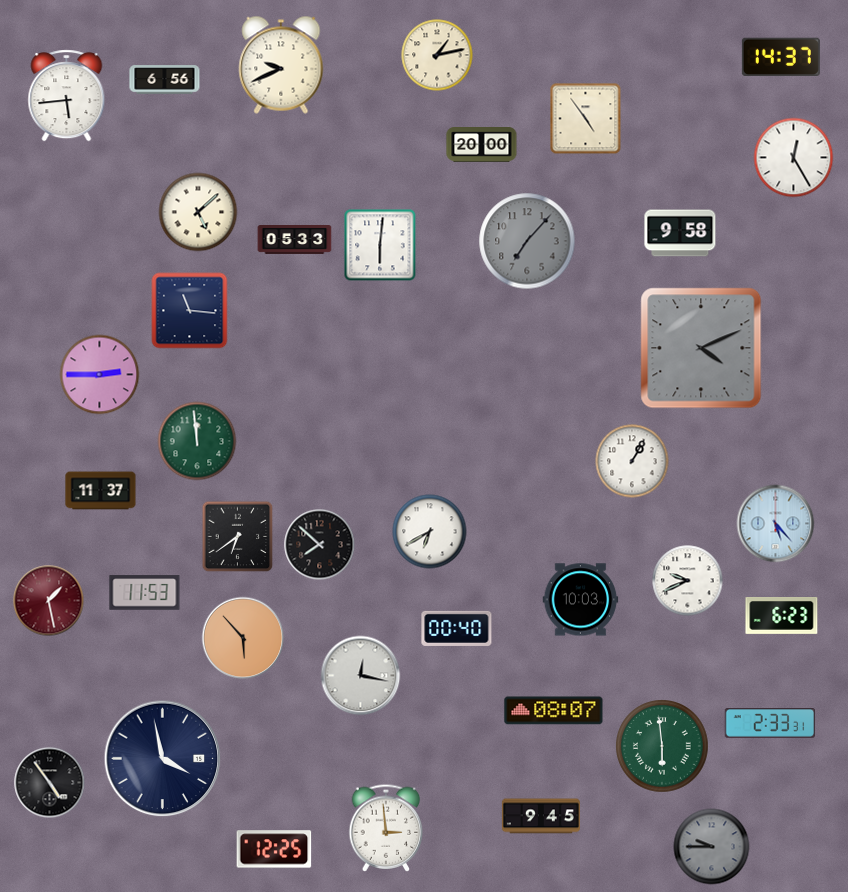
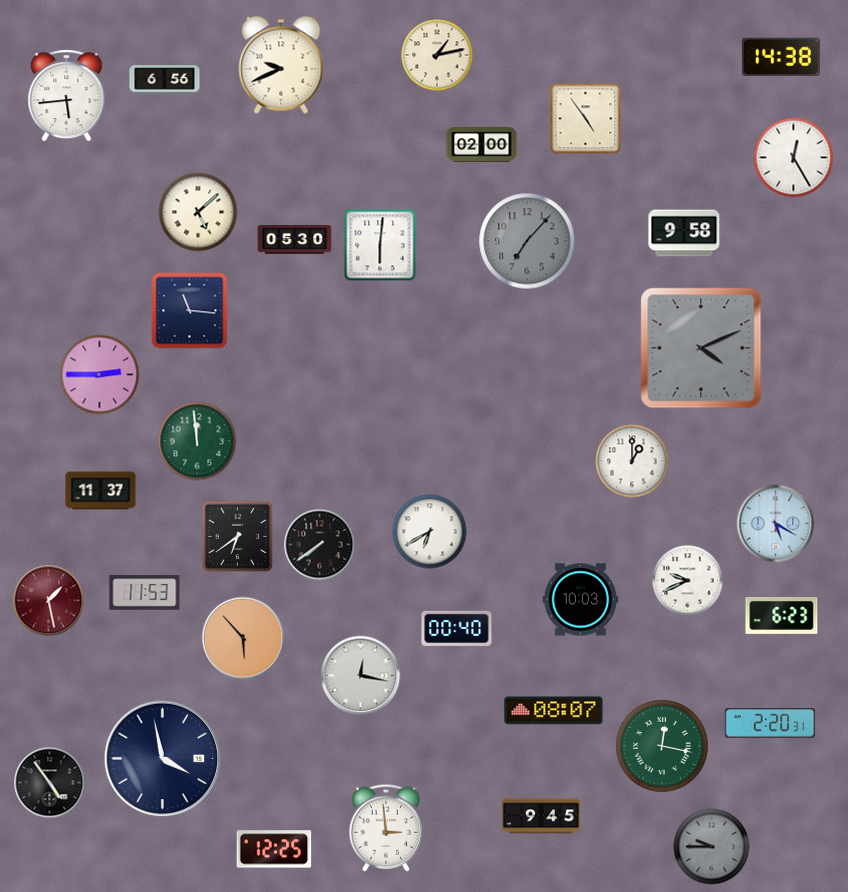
clock at (781, 56): 14:37 -> 14:38
clock at (482, 145): 20:00 -> 02:00
clock at (680, 233) position: (680, 233) -> (684, 233)
clock at (295, 240): 05:33 -> 05:30
clock at (632, 461): 1:05 -> 1:00
clock at (776, 524): 5:23 -> 5:20
clock at (320, 545): 7:52 -> 7:39
clock at (770, 723): 2:33 -> 2:20
clock at (662, 746): 5:59 -> 12:17
